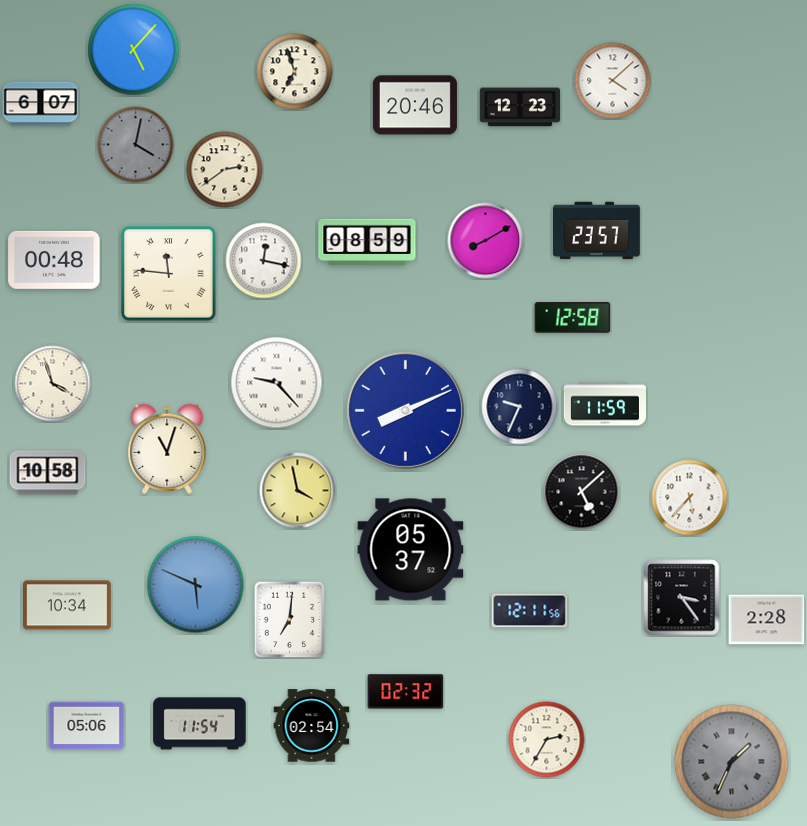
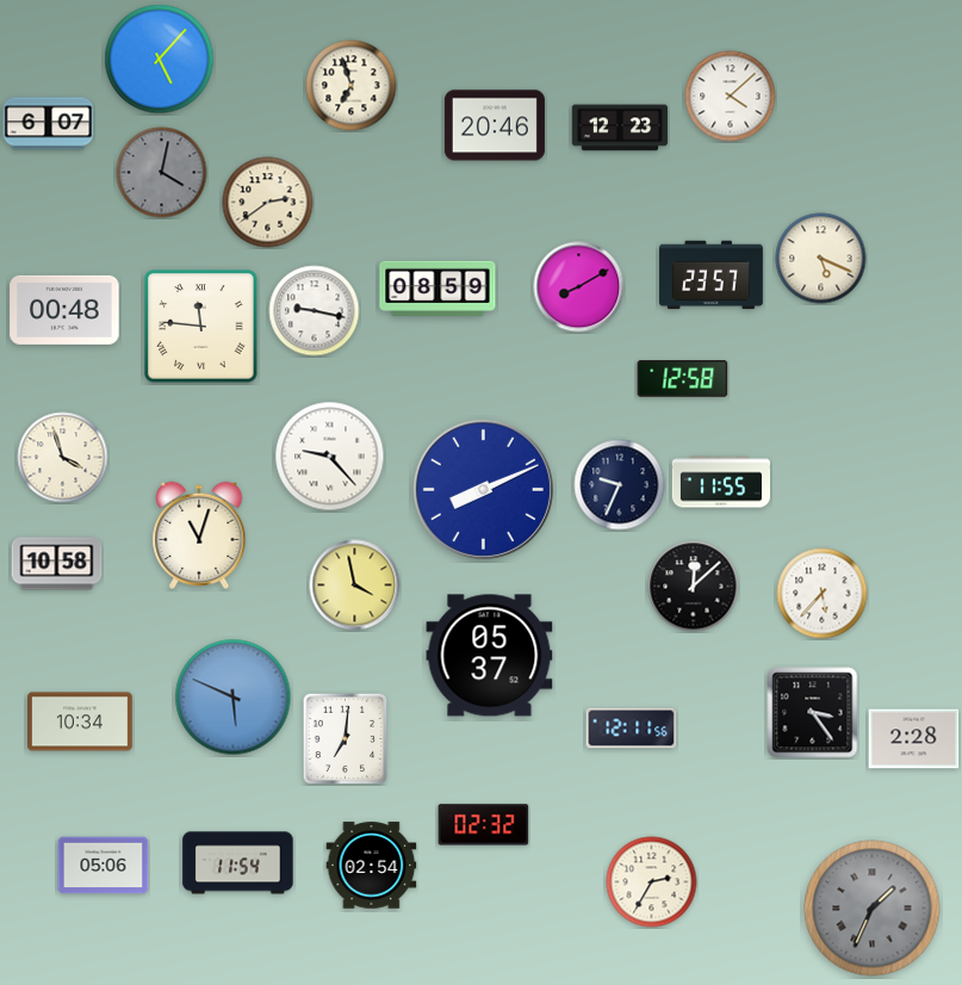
clock at (821, 259): none -> 5:19
clock at (264, 261): 12:17 -> 9:17
clock at (604, 404): 11:59 -> 11:55
clock at (582, 492): 5:08 -> 12:08
